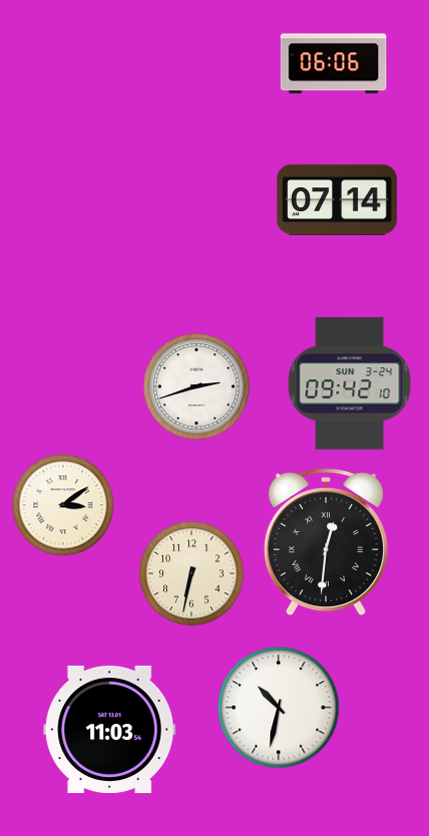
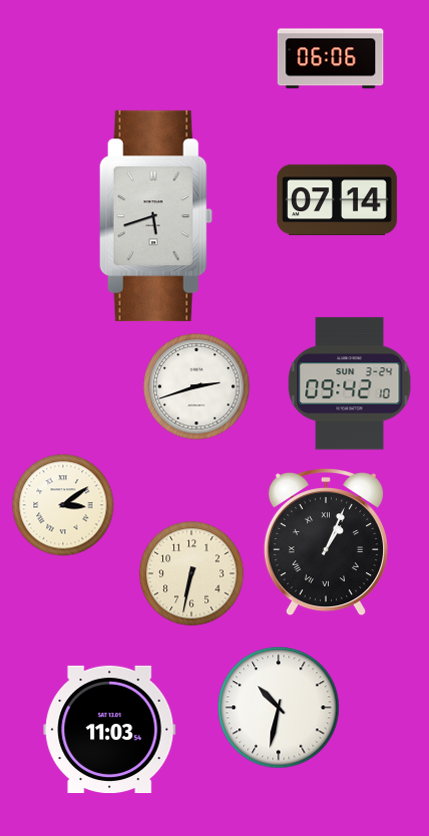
clock at (334, 64) position: (334, 64) -> (331, 59)
clock at (156, 216): none -> 5:42
clock at (326, 543): 12:31 -> 1:04
